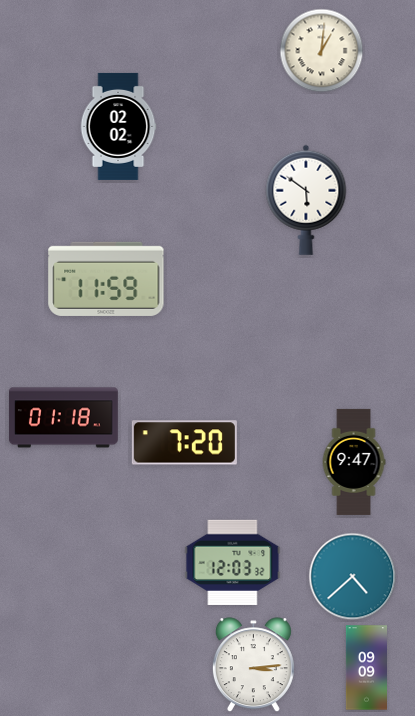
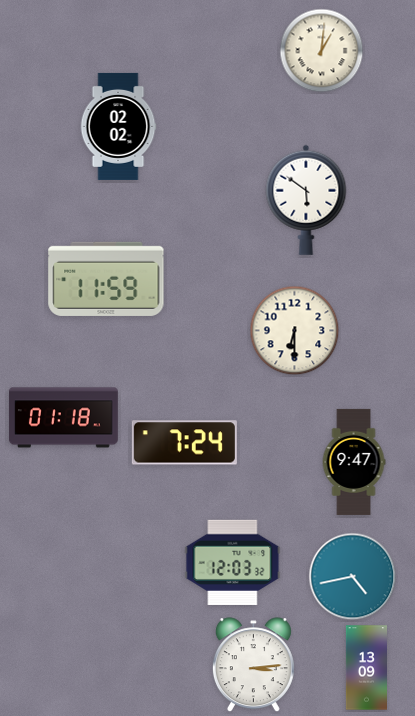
clock at (295, 331): none -> 6:30
clock at (184, 443): 7:20 -> 7:24
clock at (353, 577): 4:38 -> 4:43
clock at (366, 668): 09:09 -> 13:09
